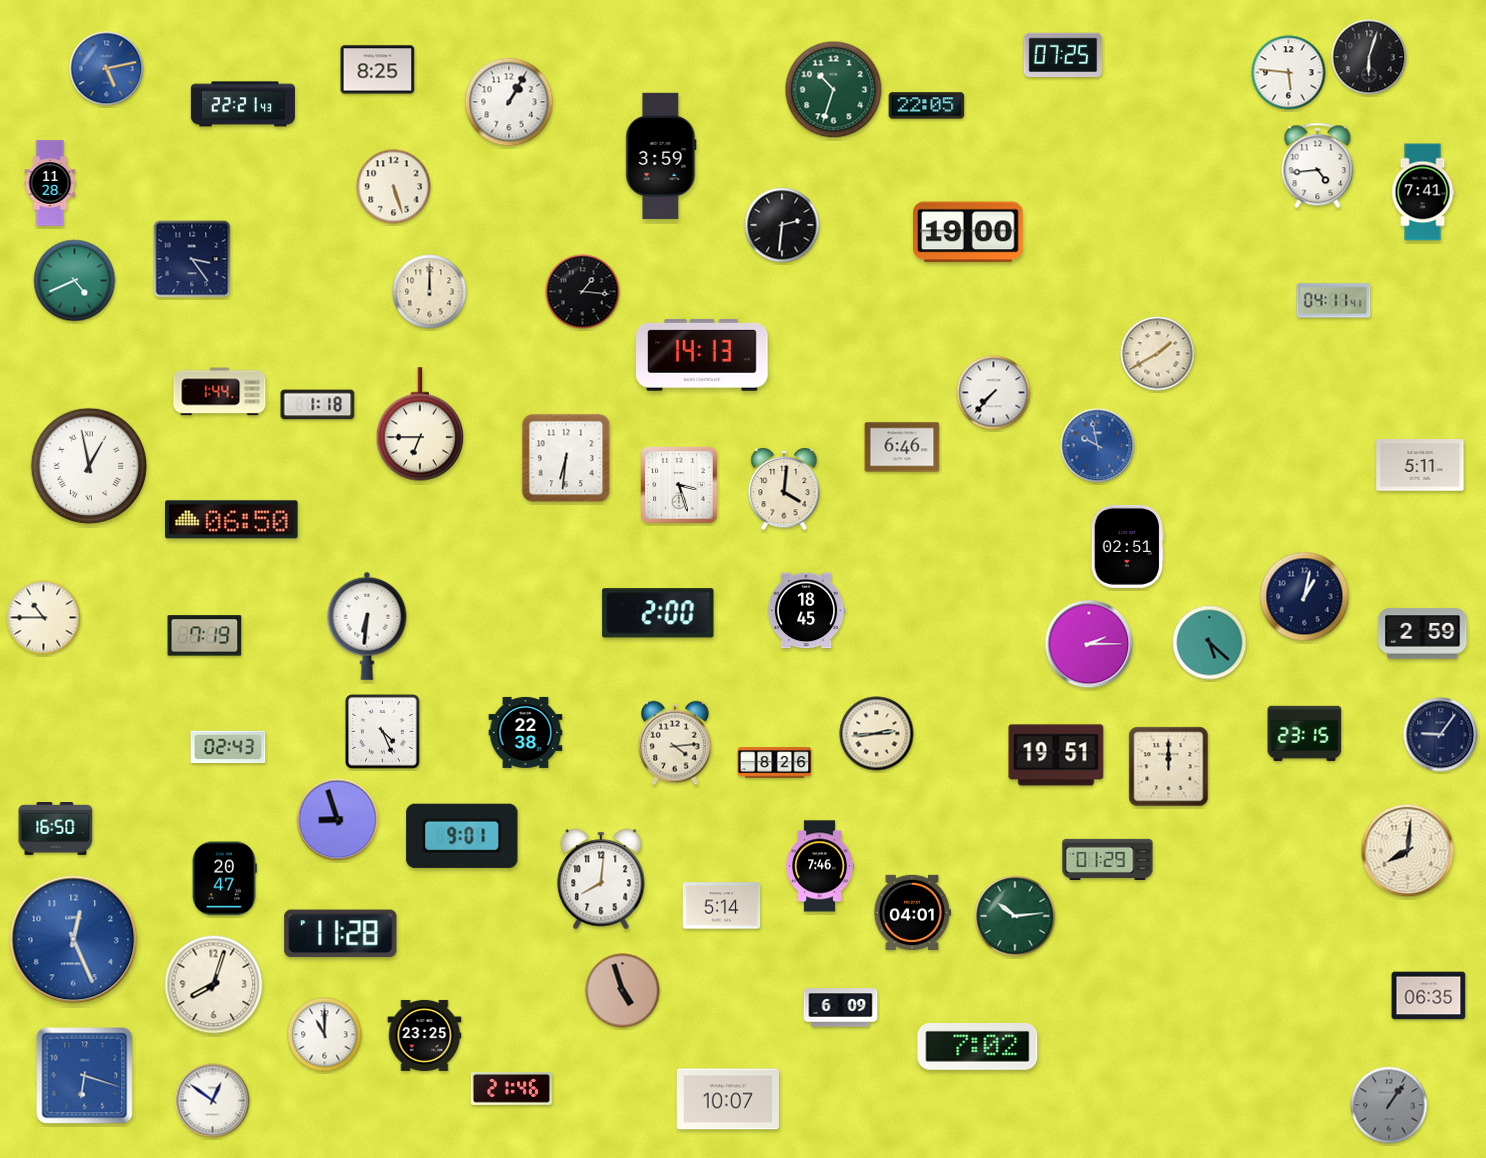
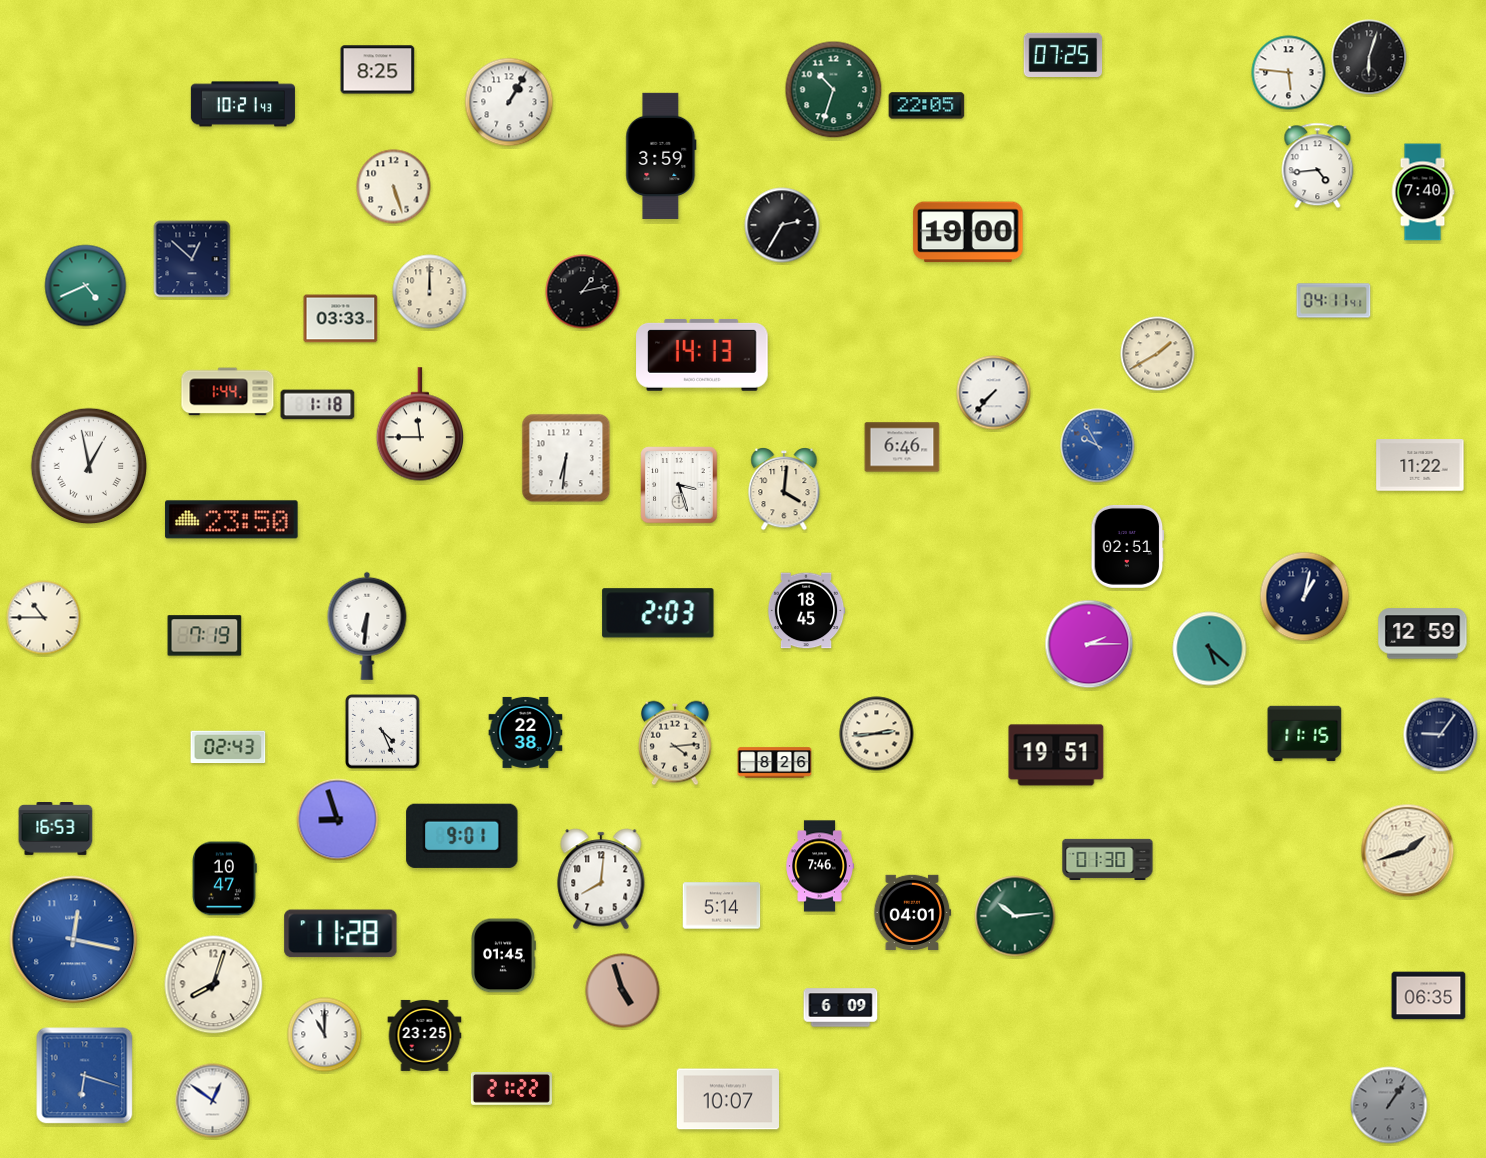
clock at (107, 69): 5:13 -> none
clock at (243, 104): 22:21 -> 10:21
clock at (50, 183): 11:28 -> none
clock at (1423, 192): 7:41 -> 7:40
clock at (782, 225): 2:31 -> 2:35
clock at (192, 259): 3:24 -> 12:52
clock at (75, 281) position: (75, 281) -> (86, 286)
clock at (583, 292): 1:16 -> 1:13
clock at (341, 319): none -> 03:33
clock at (220, 392) position: (220, 392) -> (228, 392)
clock at (419, 424): 6:45 -> 11:45
clock at (1098, 446): 9:58 -> 9:55
clock at (1420, 465): 5:11 -> 11:22
clock at (232, 520): 06:50 -> 23:50
clock at (658, 613): 2:00 -> 2:03
clock at (1423, 634): 2:59 -> 12:59
clock at (1210, 643) position: (1210, 643) -> (1210, 649)
clock at (1305, 733): 23:15 -> 11:15
clock at (1169, 767): 12:00 -> none
clock at (56, 829): 16:50 -> 16:53
clock at (1408, 851): 8:01 -> 1:42
clock at (1108, 859): 01:29 -> 01:30
clock at (225, 879): 20:47 -> 10:47
clock at (74, 940): 12:26 -> 12:17
clock at (503, 956): none -> 01:45
clock at (978, 1047): 7:02 -> none
clock at (511, 1089): 21:46 -> 21:22
